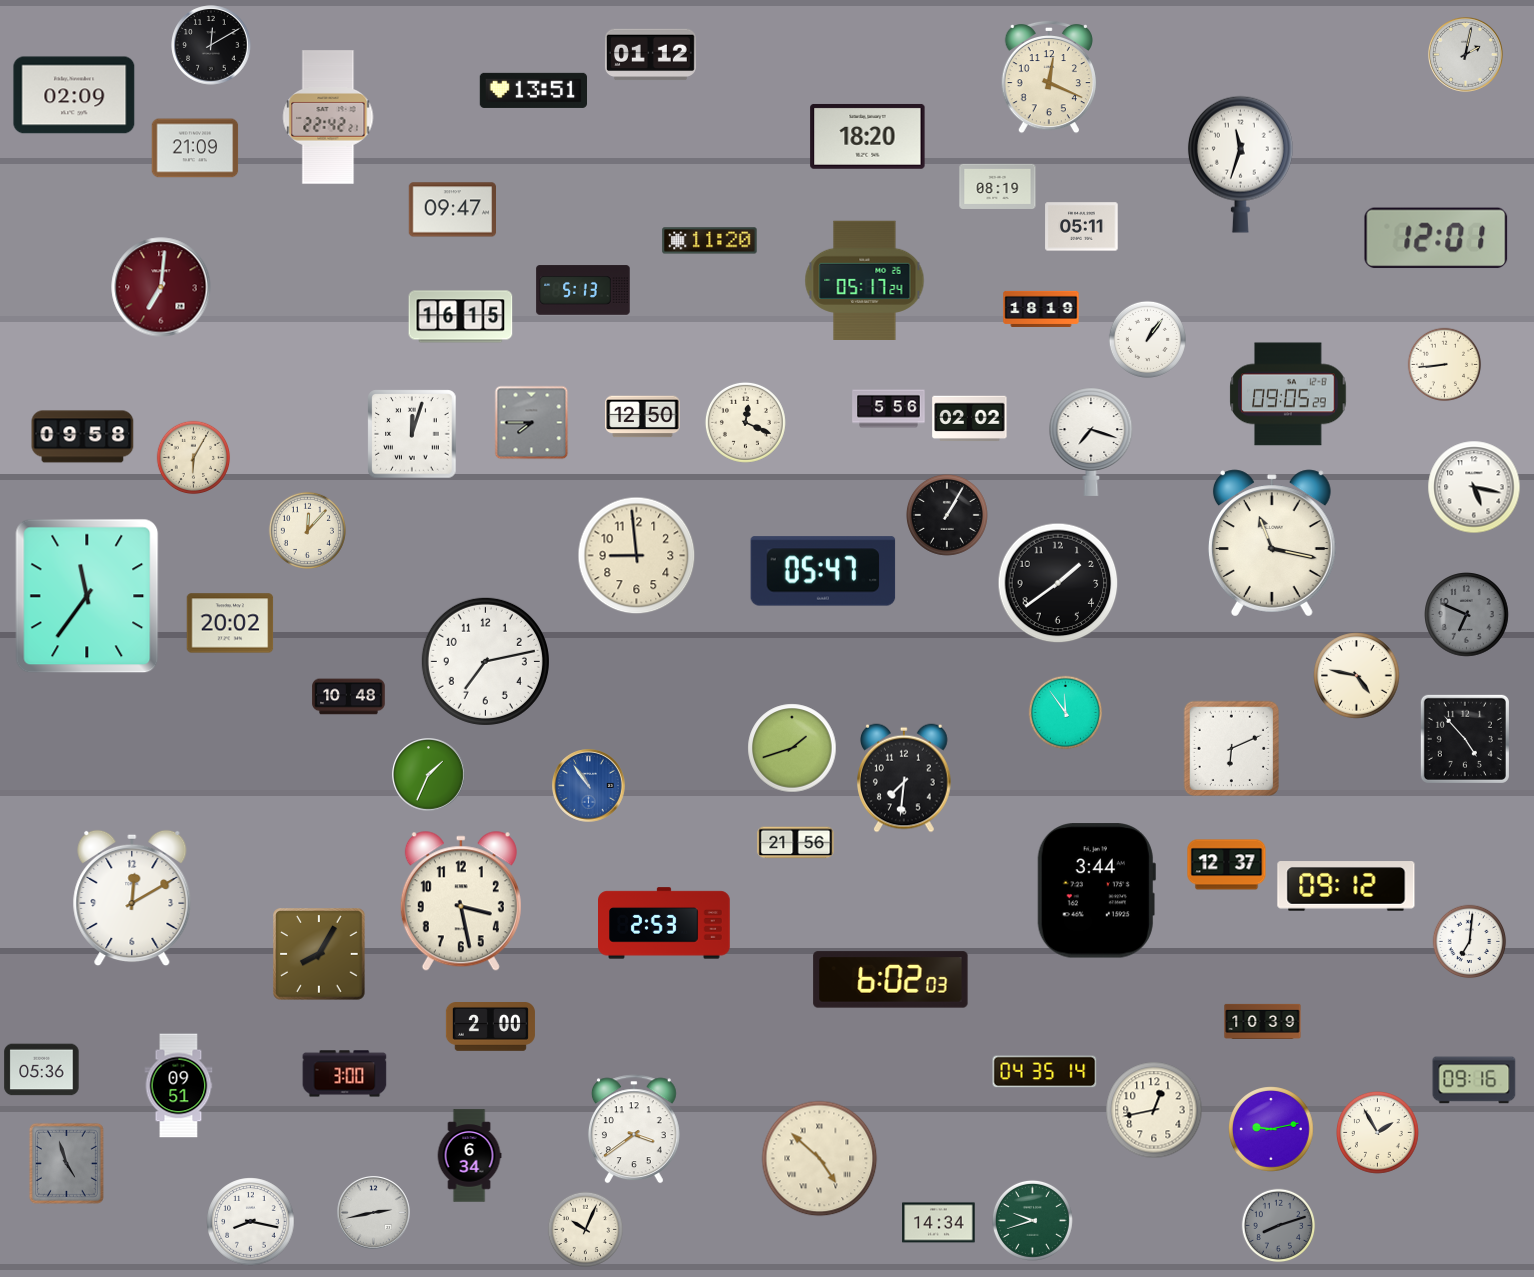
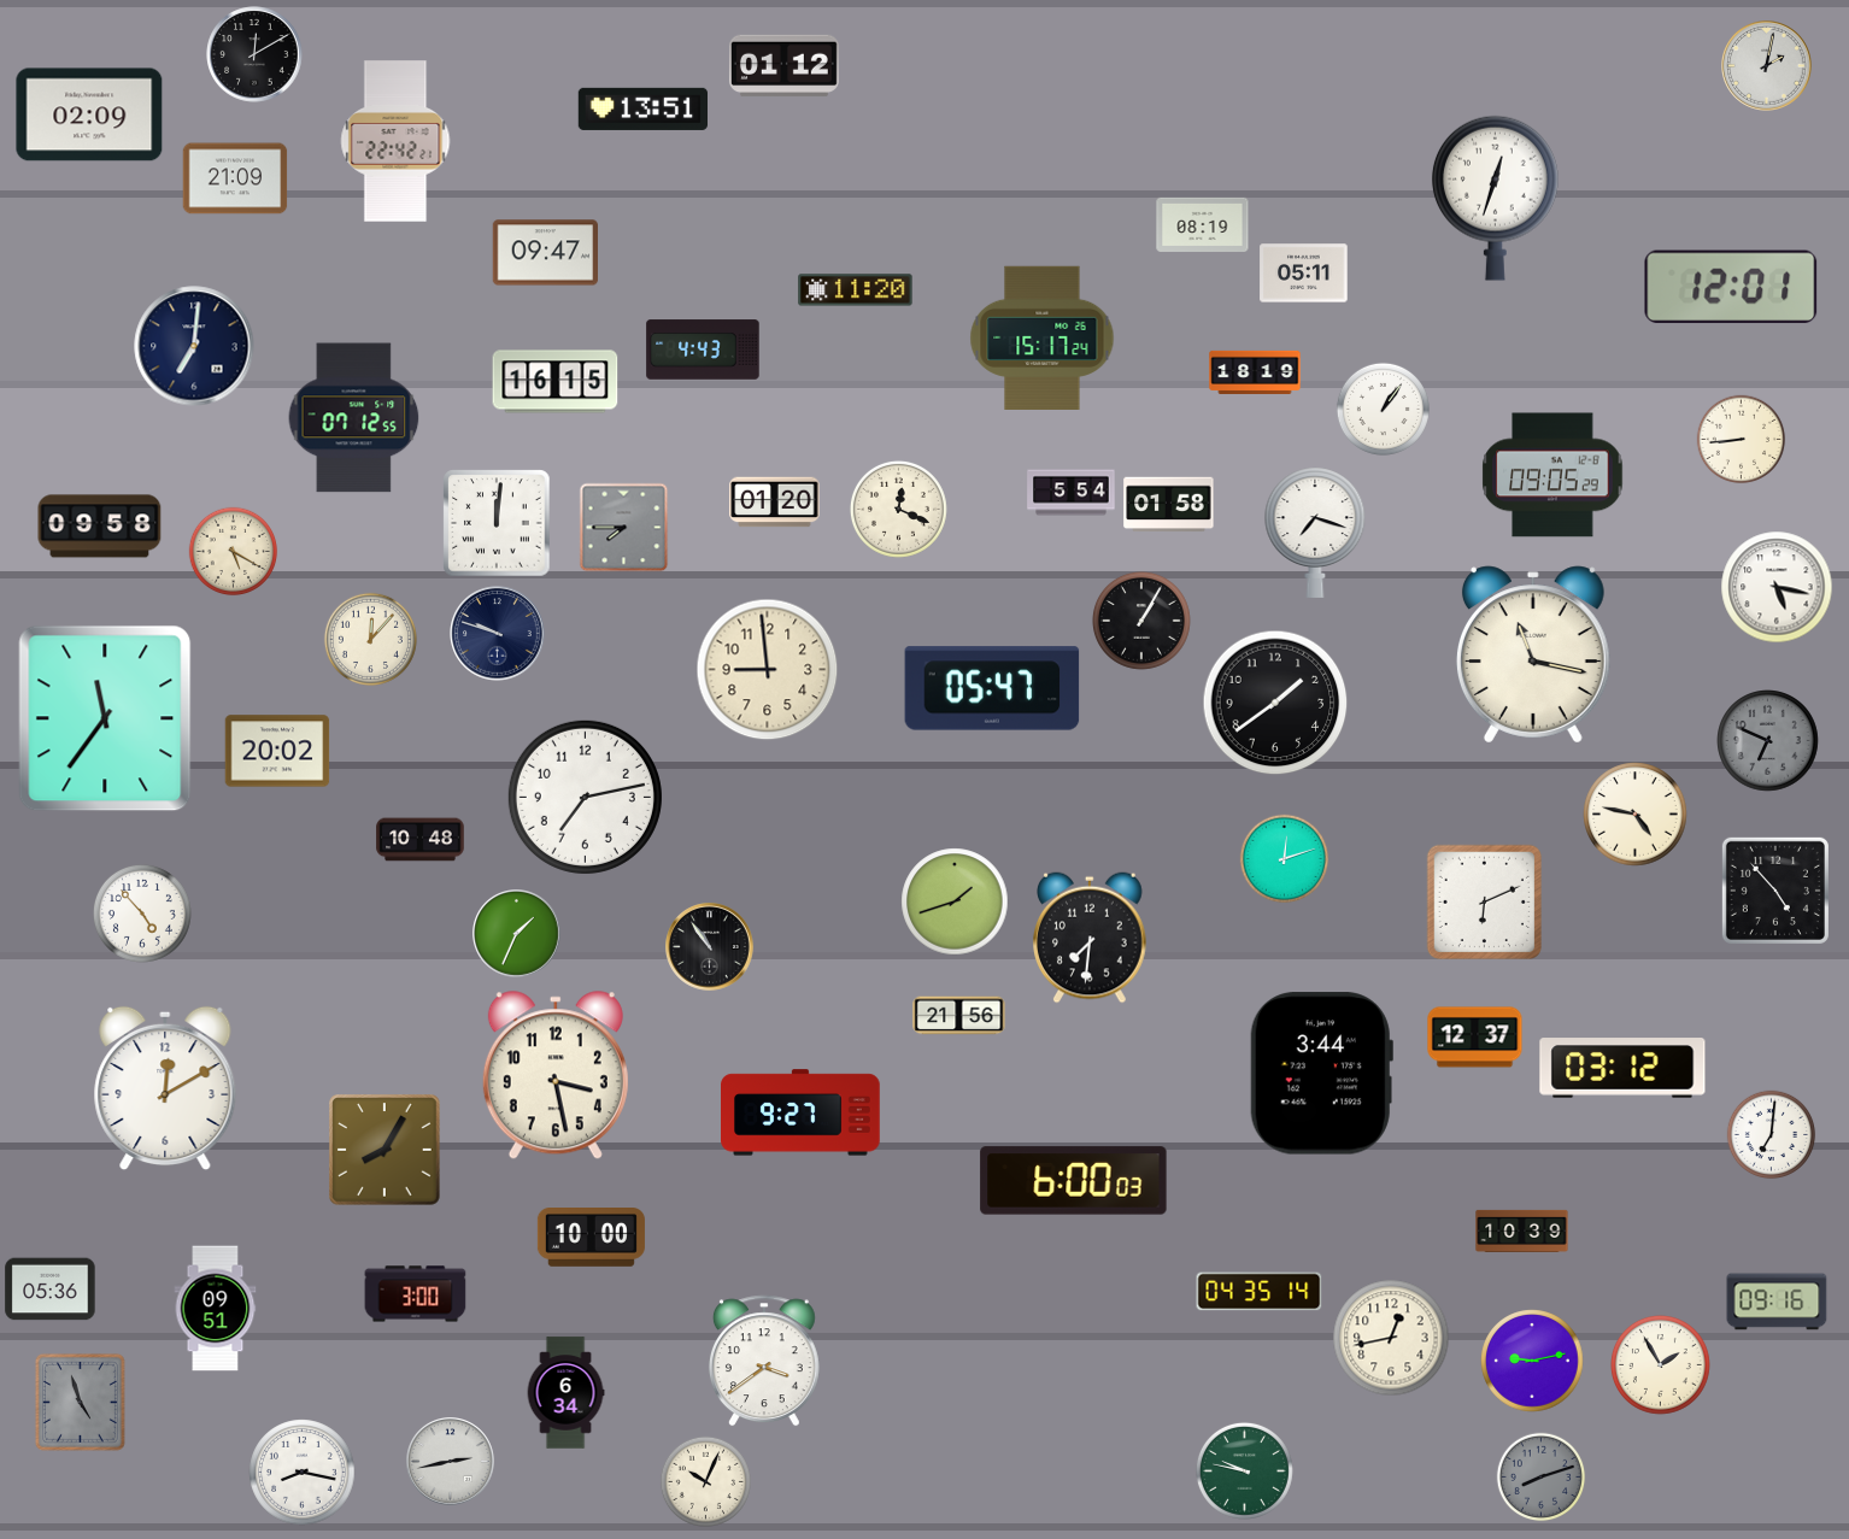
clock at (1049, 77): 12:19 -> none
clock at (868, 136): 18:20 -> none
clock at (1240, 164): 11:33 -> 12:33
clock at (865, 280): 05:17 -> 15:17
clock at (161, 287) dial: burgundy -> navy
clock at (583, 290): 5:13 -> 4:43
clock at (354, 418): none -> 07:12
clock at (889, 409): 5:56 -> 5:54
clock at (643, 417): 12:50 -> 01:20
clock at (970, 419): 02:02 -> 01:58
clock at (532, 423) position: (532, 423) -> (624, 528)
clock at (412, 434): 12:03 -> 12:01
clock at (194, 458): 6:05 -> 5:20
clock at (498, 634): none -> 9:48
clock at (1066, 713): 11:54 -> 12:12
clock at (1465, 739) position: (1465, 739) -> (1775, 891)
clock at (142, 914): none -> 4:53
clock at (589, 786) dial: blue -> black
clock at (1227, 865) position: (1227, 865) -> (1475, 1038)
clock at (1346, 886): 09:12 -> 03:12
clock at (132, 898) position: (132, 898) -> (165, 1088)
clock at (461, 902) position: (461, 902) -> (556, 1076)
clock at (665, 923): 2:53 -> 9:27
clock at (891, 980): 6:02 -> 6:00
clock at (490, 1027): 2:00 -> 10:00
clock at (820, 1159): 4:52 -> none
clock at (1032, 1220): 9:42 -> 9:47
clock at (939, 1223): 14:34 -> none
